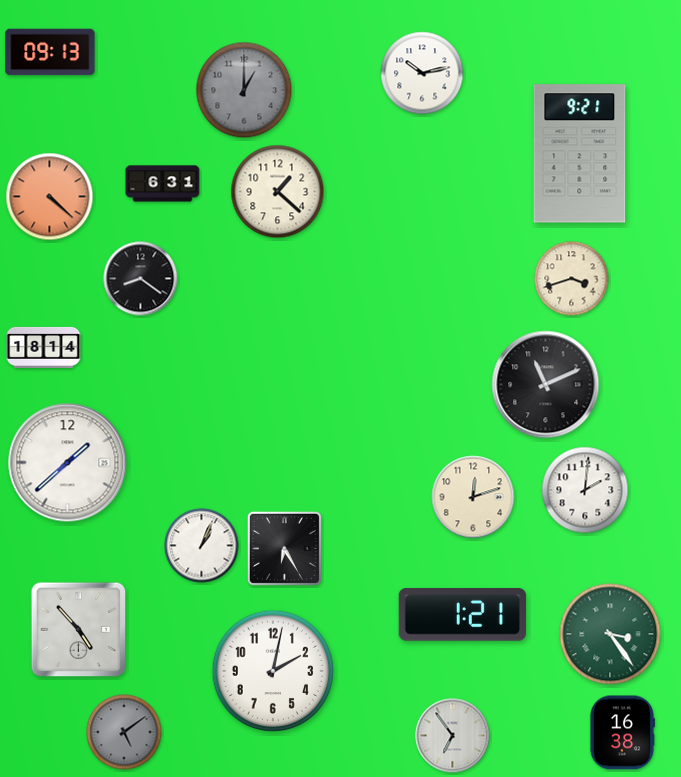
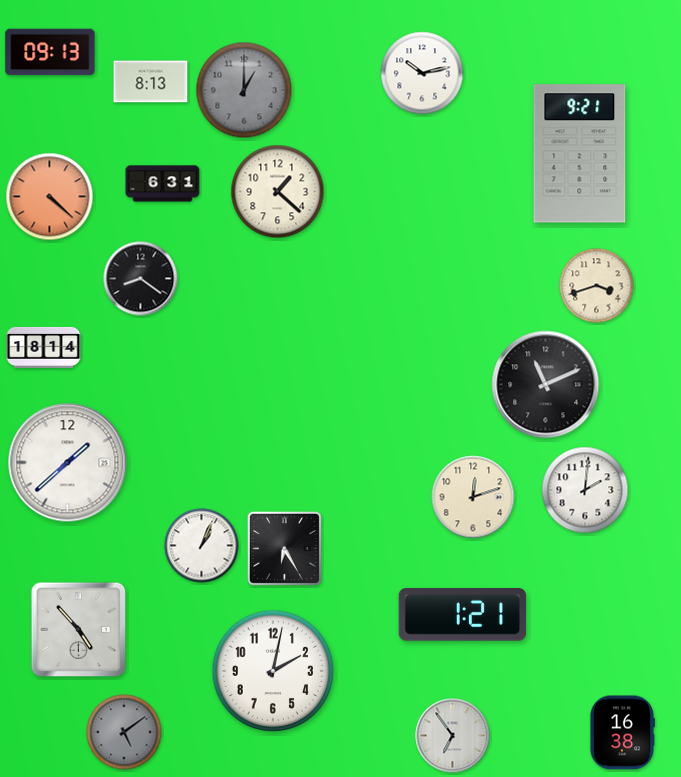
clock at (151, 82): none -> 8:13
clock at (572, 279) position: (572, 279) -> (597, 286)
clock at (610, 634): 3:24 -> none
